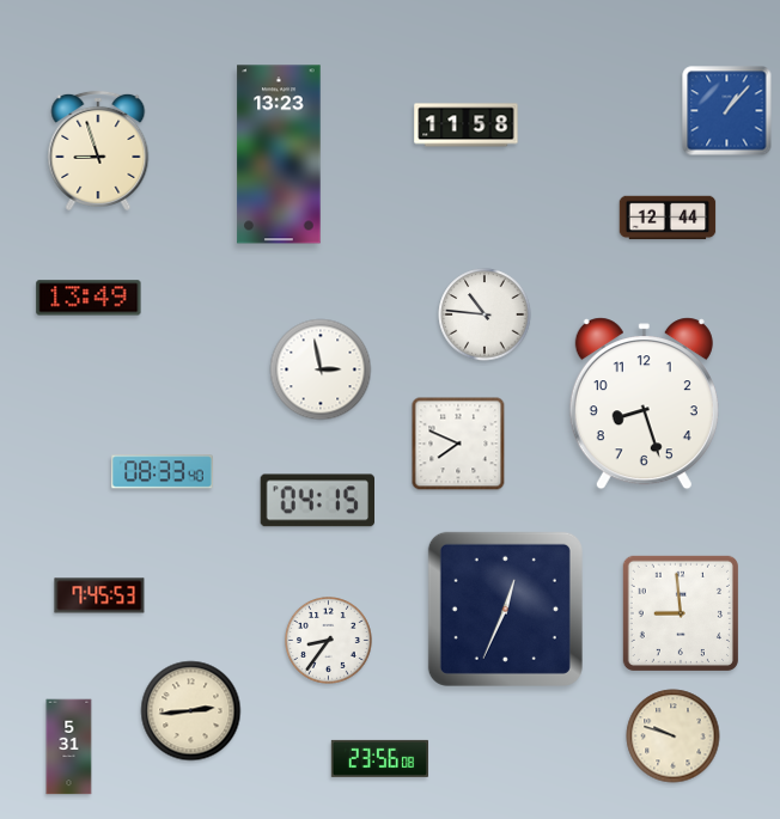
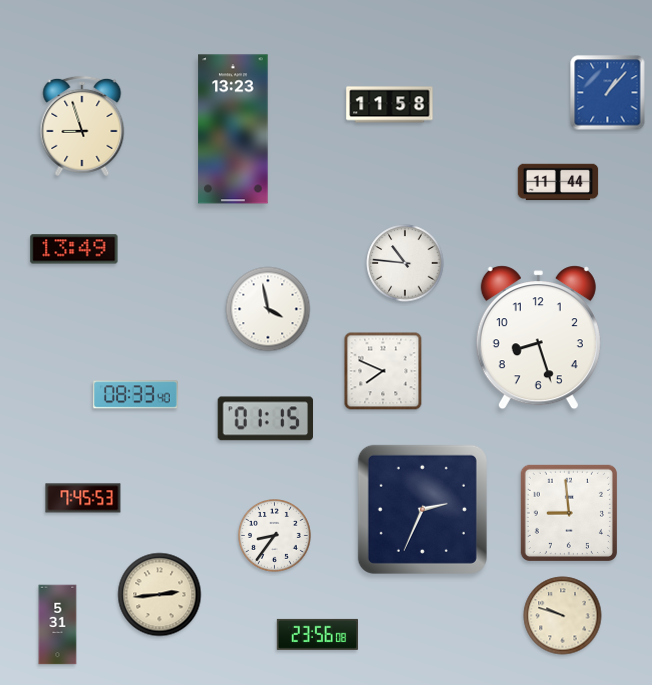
clock at (668, 218): 12:44 -> 11:44
clock at (321, 369): 2:58 -> 3:58
clock at (317, 501): 04:15 -> 01:15
clock at (505, 609): 12:34 -> 2:34
